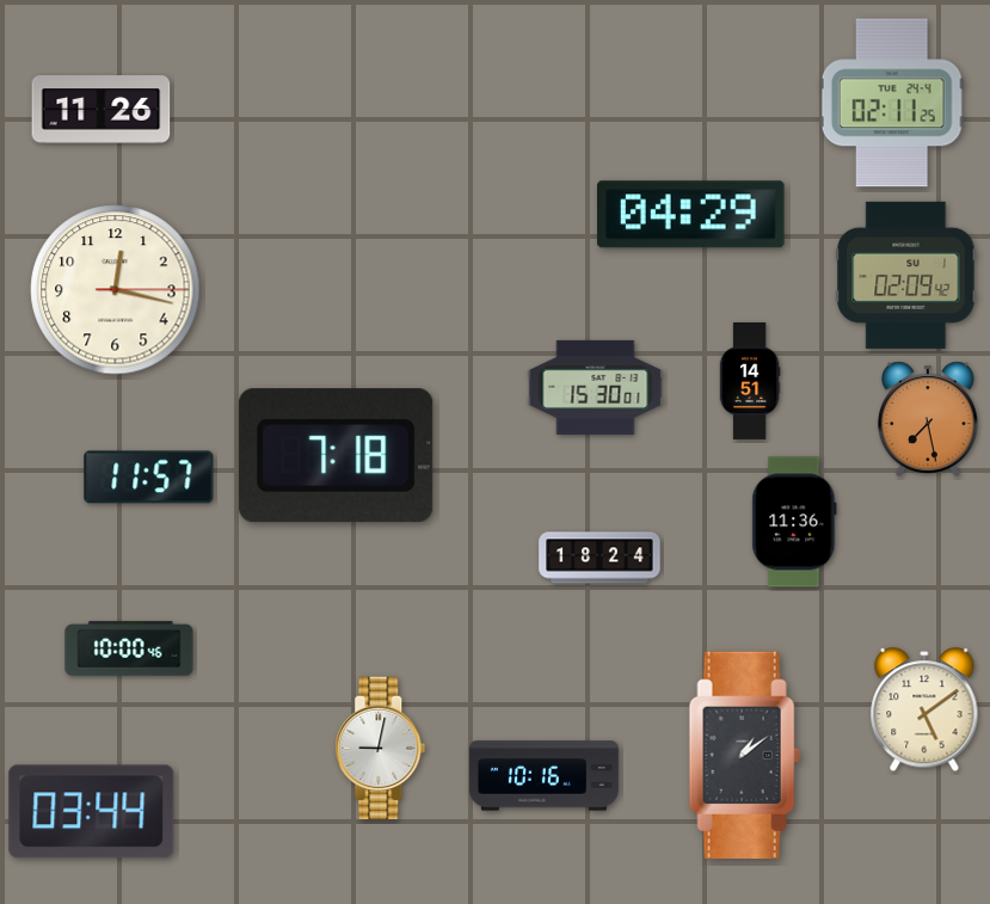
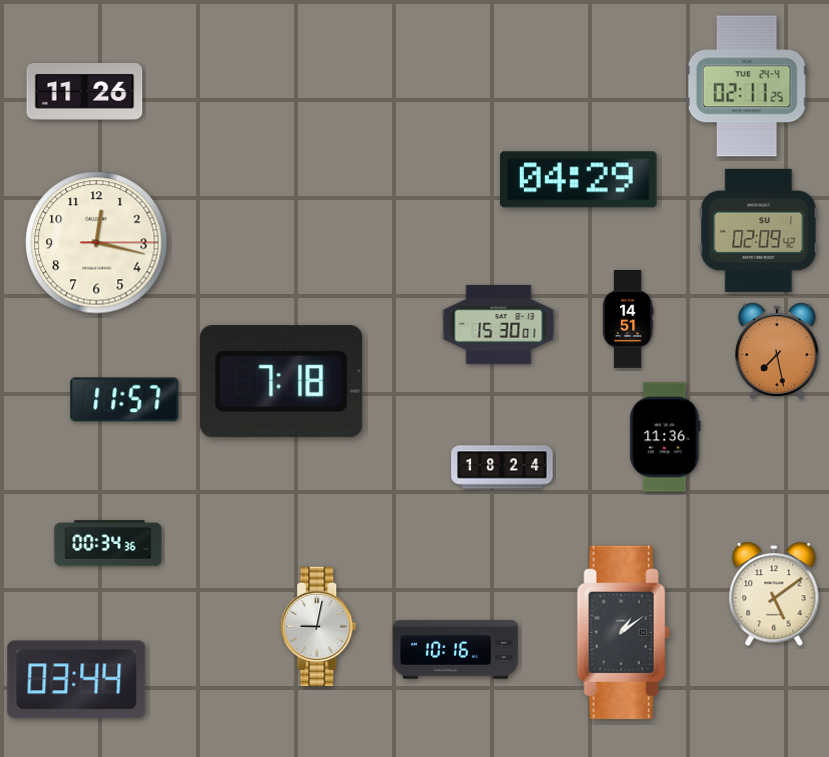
clock at (129, 648): 10:00 -> 00:34
